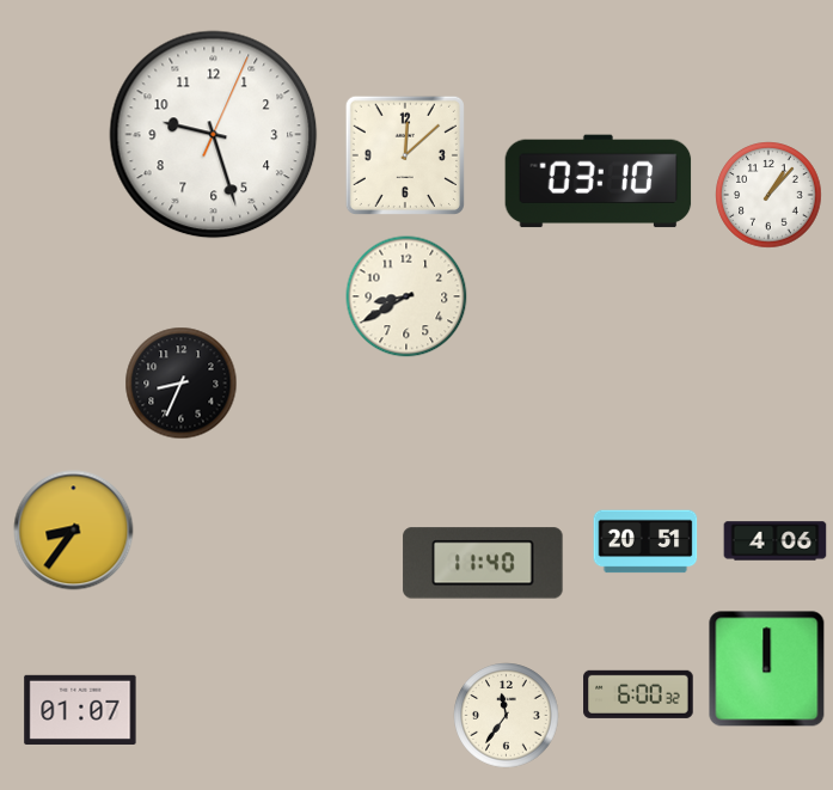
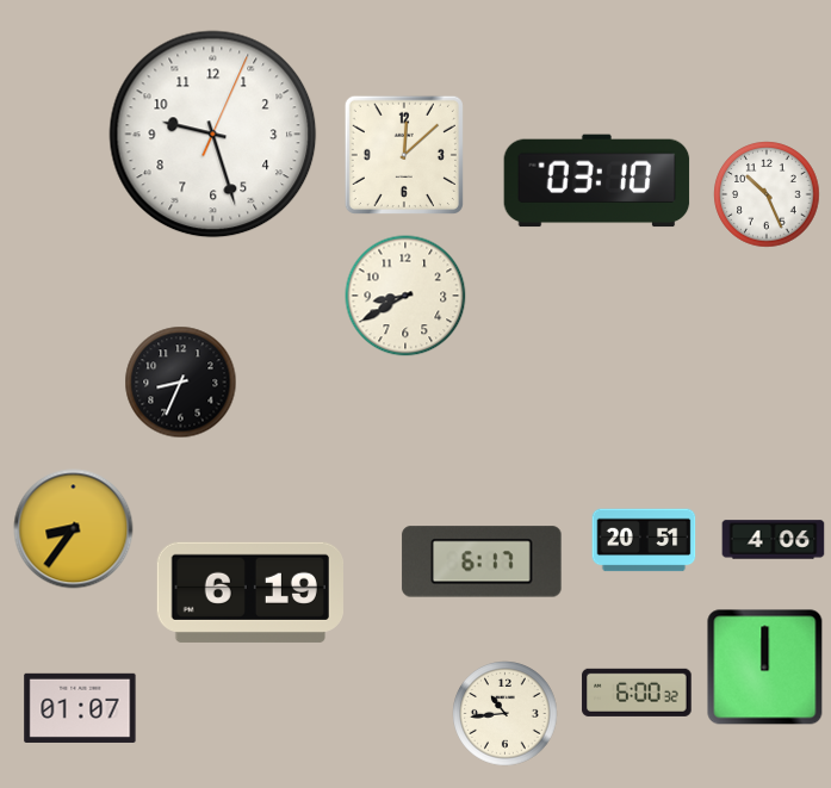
clock at (768, 195): 1:07 -> 10:26
clock at (483, 563): 11:40 -> 6:17
clock at (249, 592): none -> 6:19
clock at (507, 716): 11:36 -> 10:44
